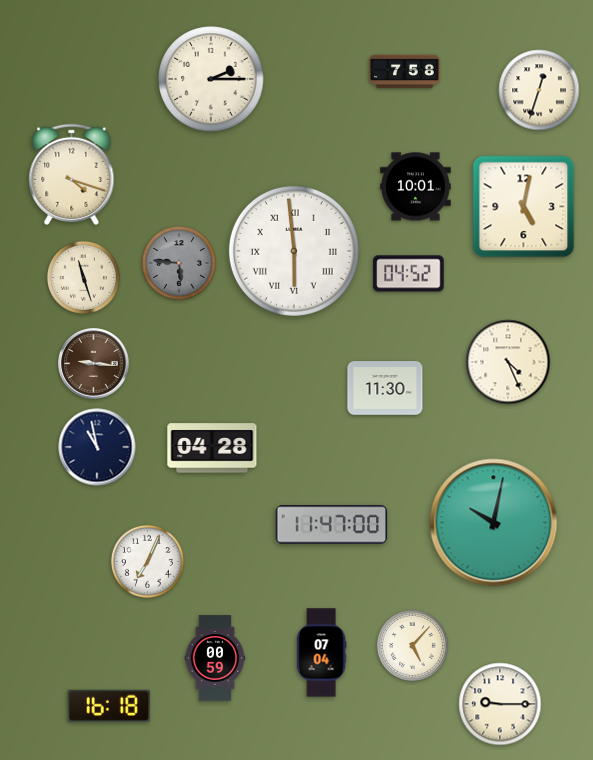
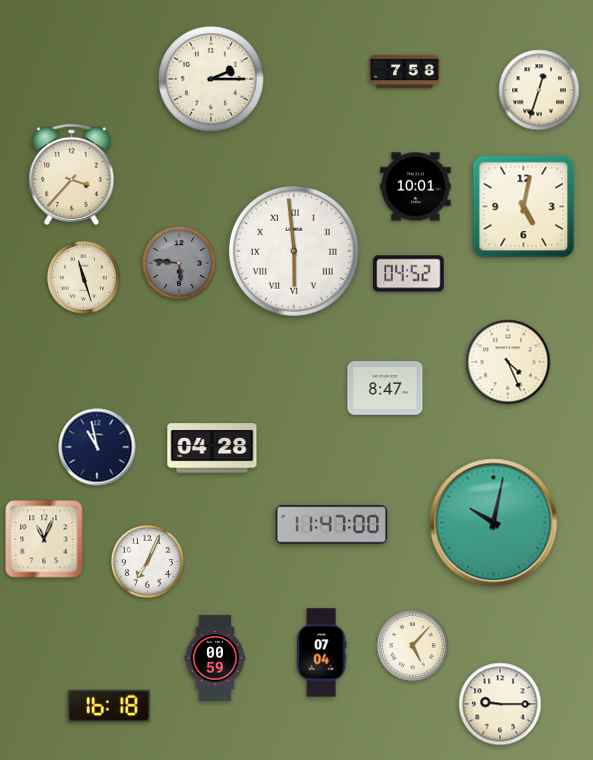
clock at (72, 174): 4:18 -> 3:37
clock at (94, 364): 9:16 -> none
clock at (385, 388): 11:30 -> 8:47
clock at (44, 539): none -> 11:04
